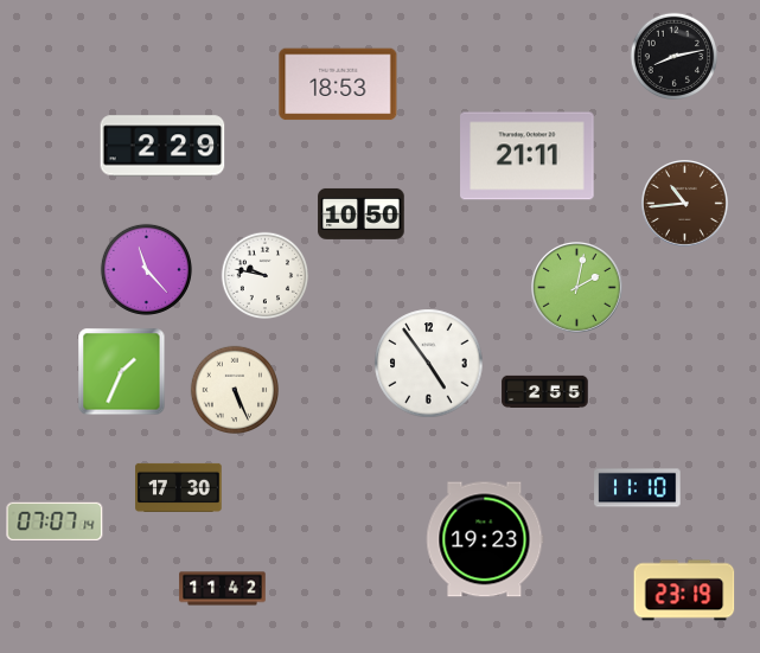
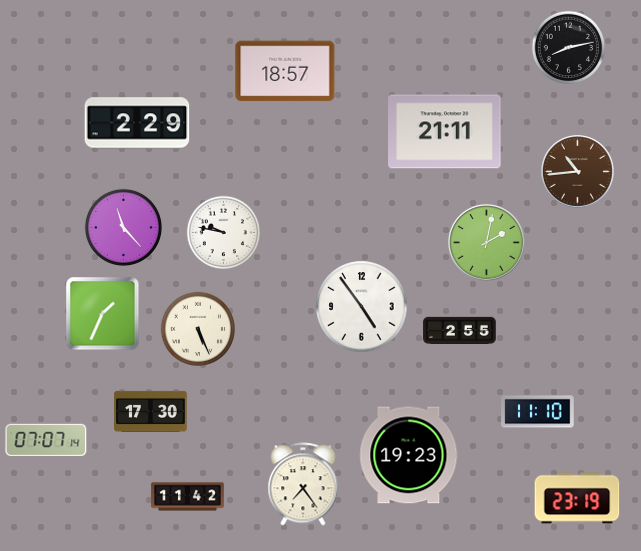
clock at (338, 84): 18:53 -> 18:57
clock at (362, 213): 10:50 -> none
clock at (303, 484): none -> 7:24
